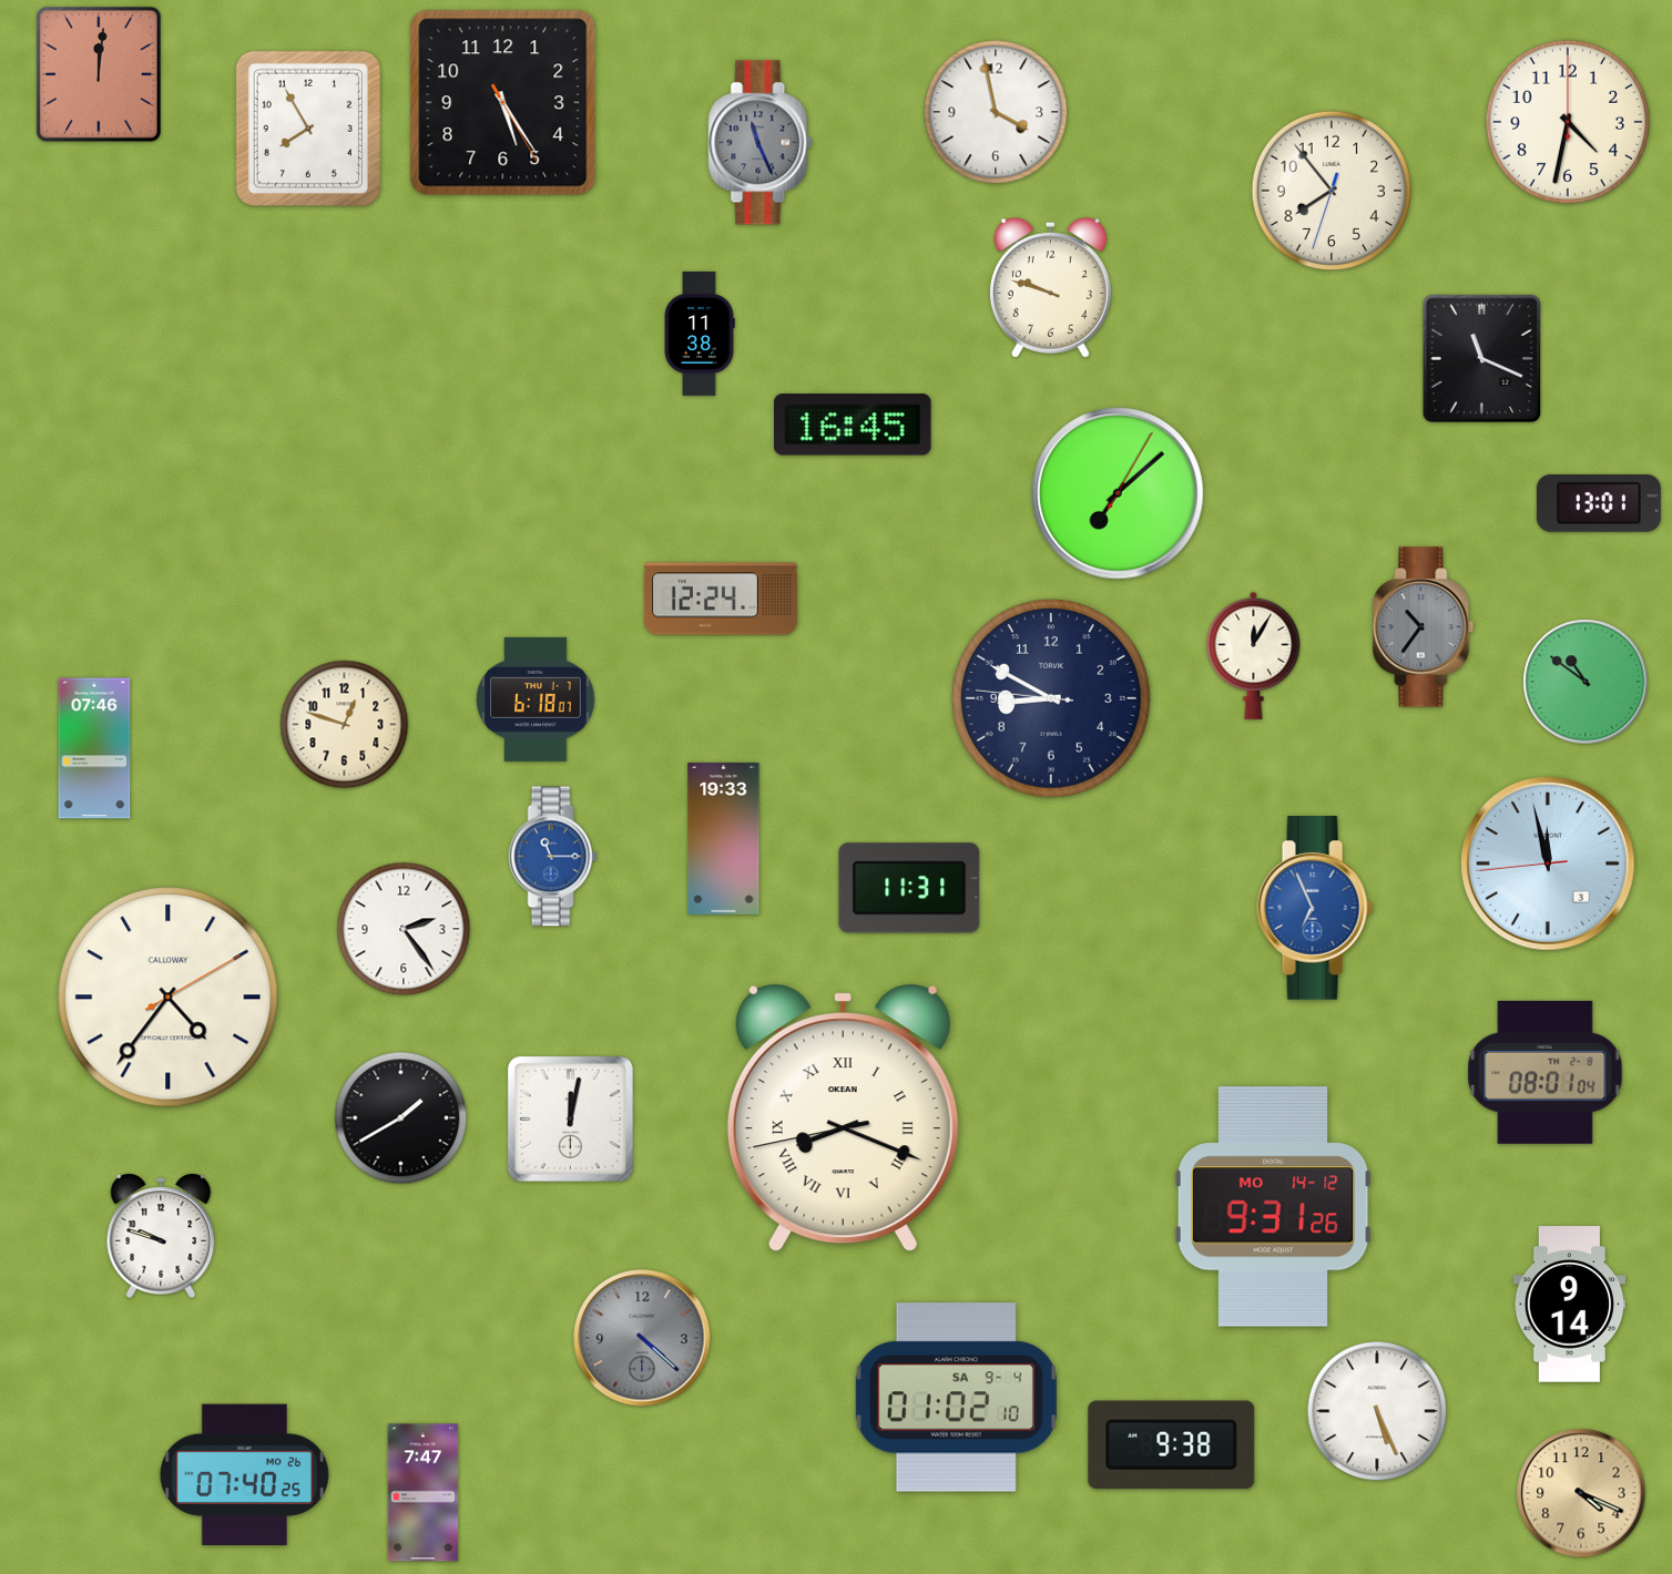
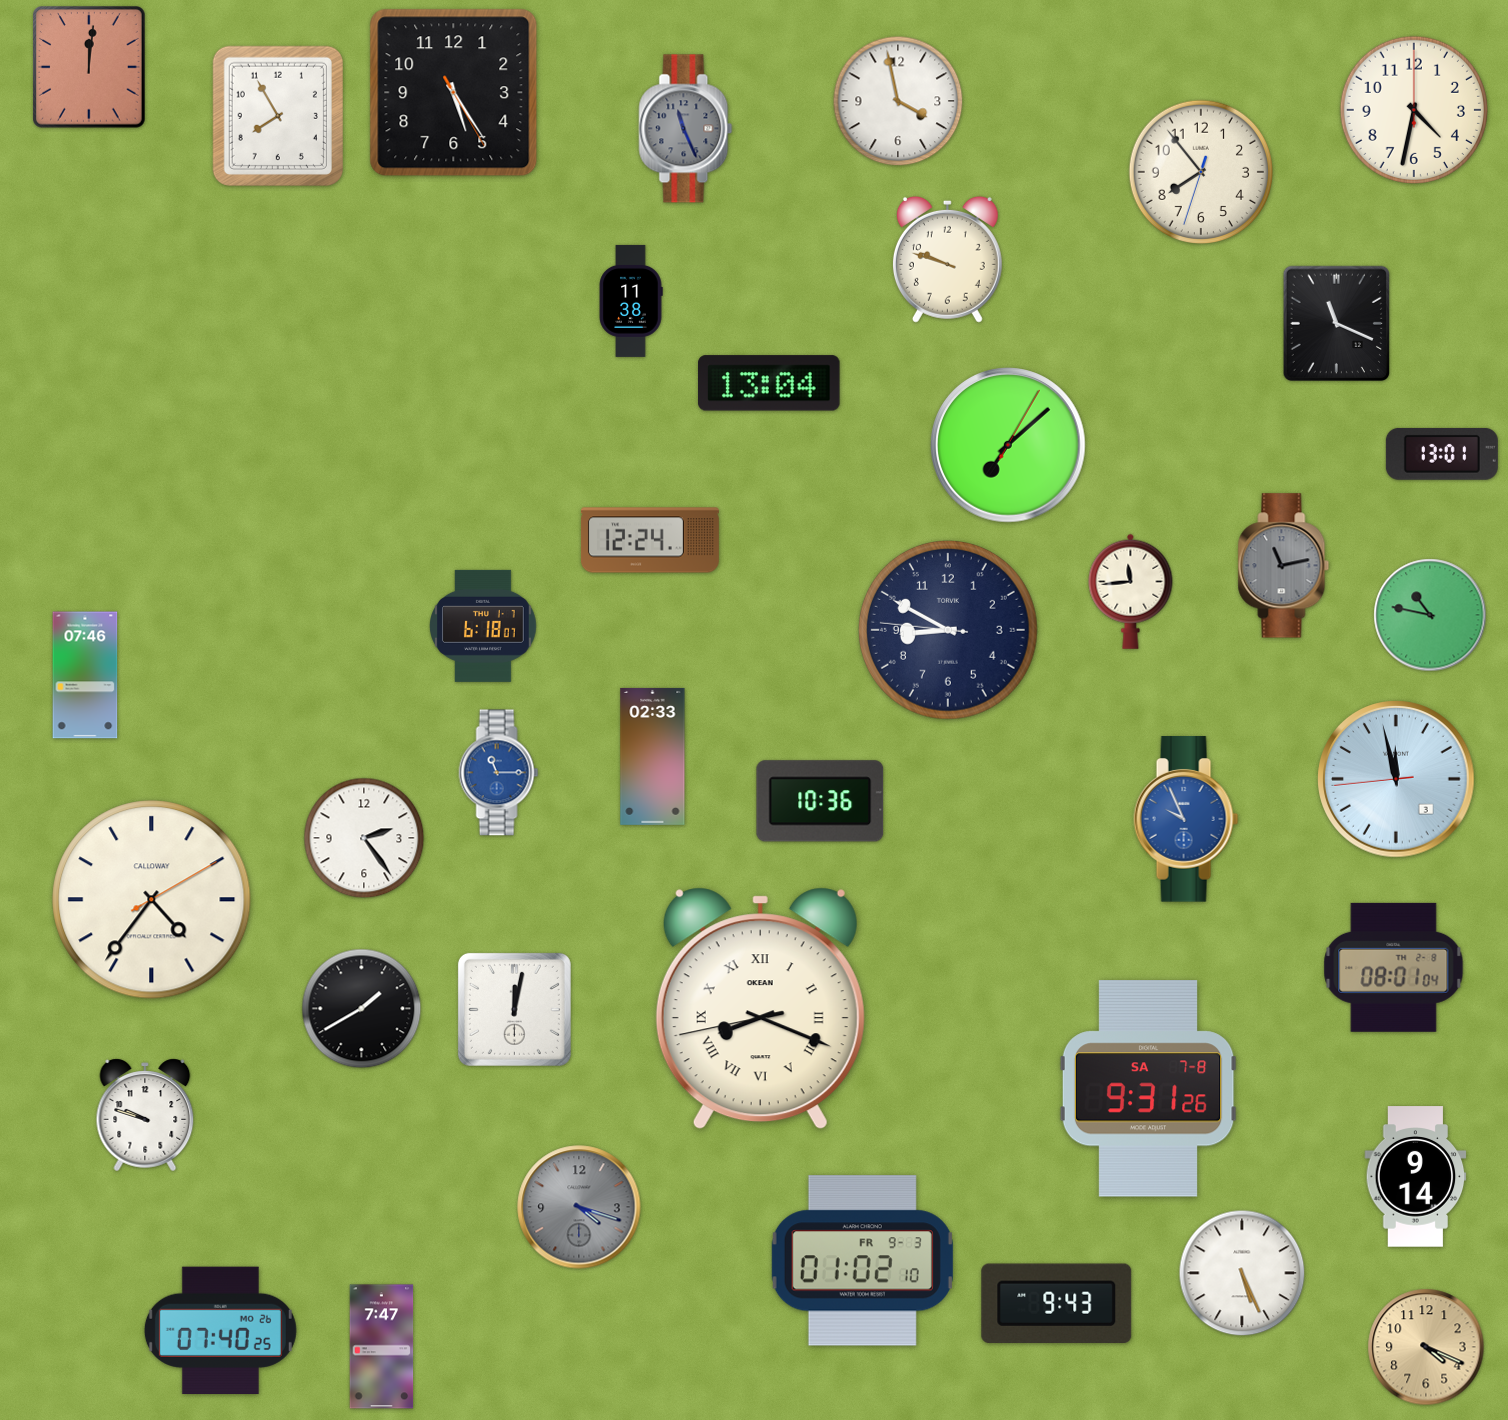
clock at (853, 425): 16:45 -> 13:04
clock at (1424, 627): 10:36 -> 11:13
clock at (1254, 655): 12:05 -> 11:44
clock at (1586, 682): 10:51 -> 10:47
clock at (536, 699) position: (536, 699) -> (483, 626)
clock at (345, 725): 12:48 -> none
clock at (724, 838): 19:33 -> 02:33
clock at (909, 888): 11:31 -> 10:36
clock at (1315, 908): 6:56 -> 9:56
clock at (1273, 1207) date: MO 14-12 -> SA 7-8
clock at (642, 1338): 4:22 -> 4:18
clock at (956, 1398) date: SA 9-4 -> FR 9-3
clock at (1172, 1444): 9:38 -> 9:43
